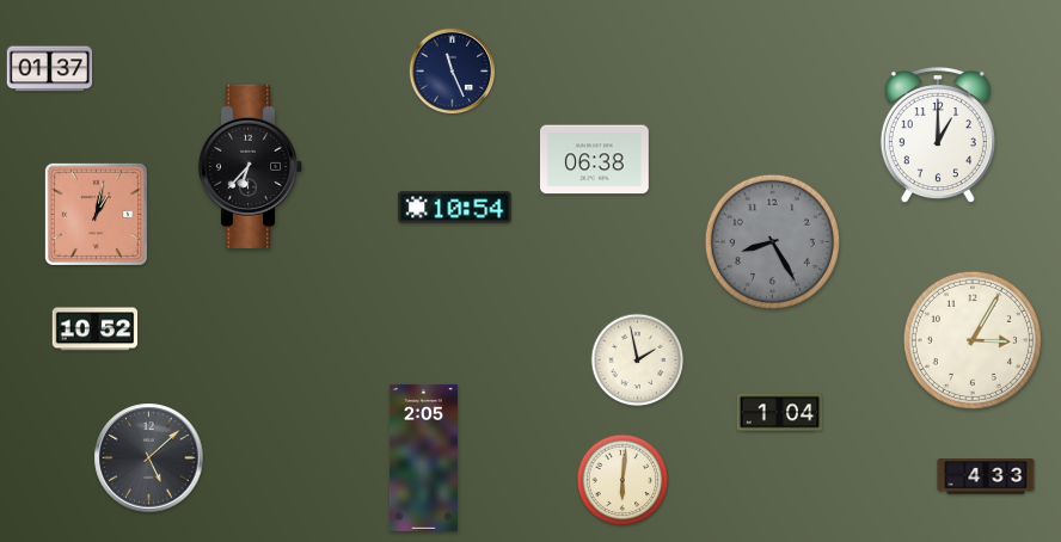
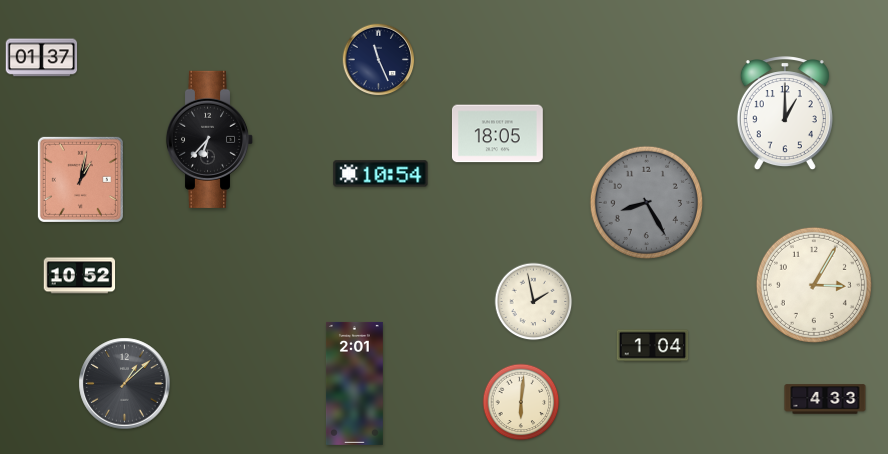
clock at (594, 160): 06:38 -> 18:05
clock at (423, 457): 2:05 -> 2:01
clock at (149, 458): 5:08 -> 1:08
